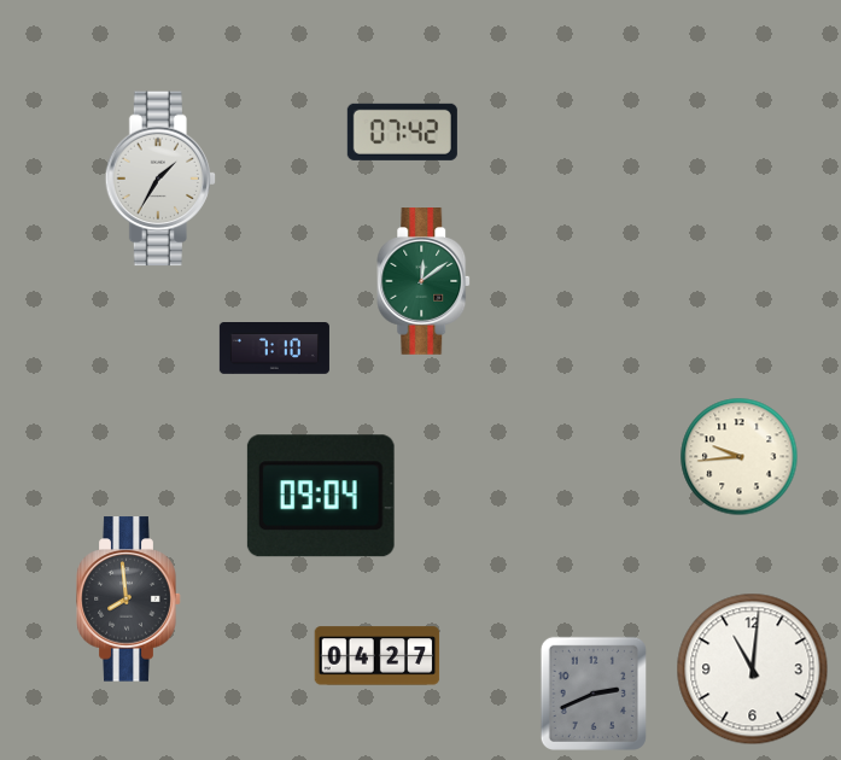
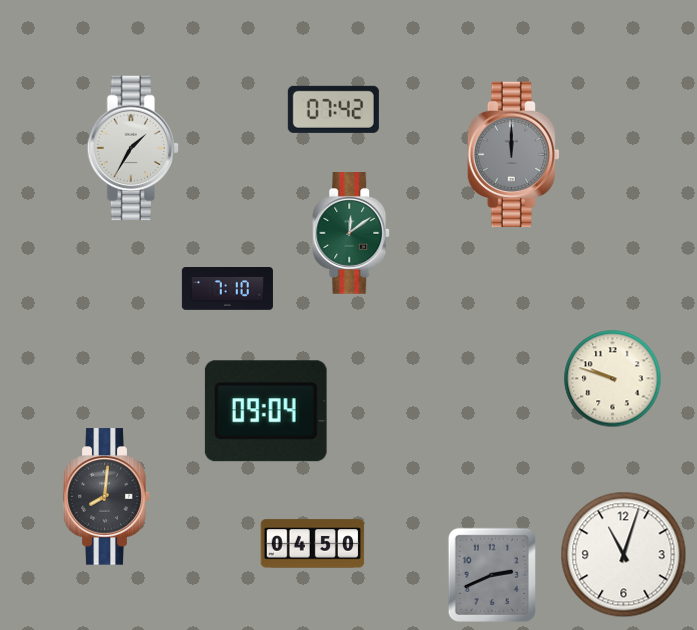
clock at (513, 155): none -> 12:00
clock at (740, 457): 9:44 -> 9:48
clock at (129, 600): 7:59 -> 8:01
clock at (378, 656): 04:27 -> 04:50
clock at (753, 670): 11:01 -> 11:03
